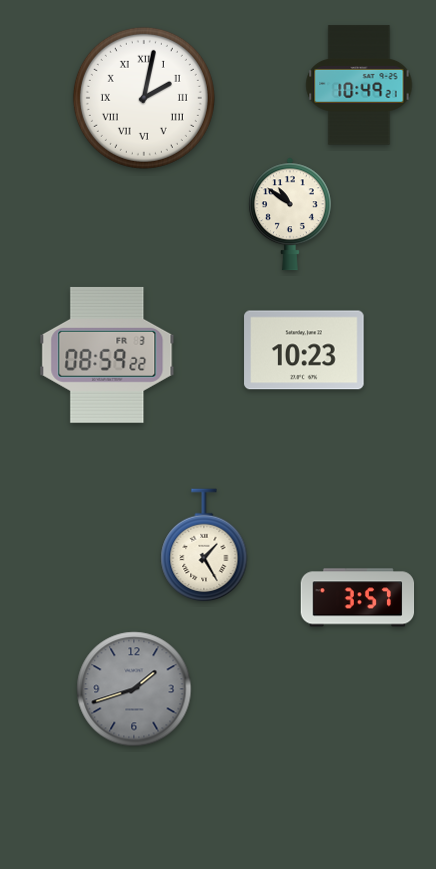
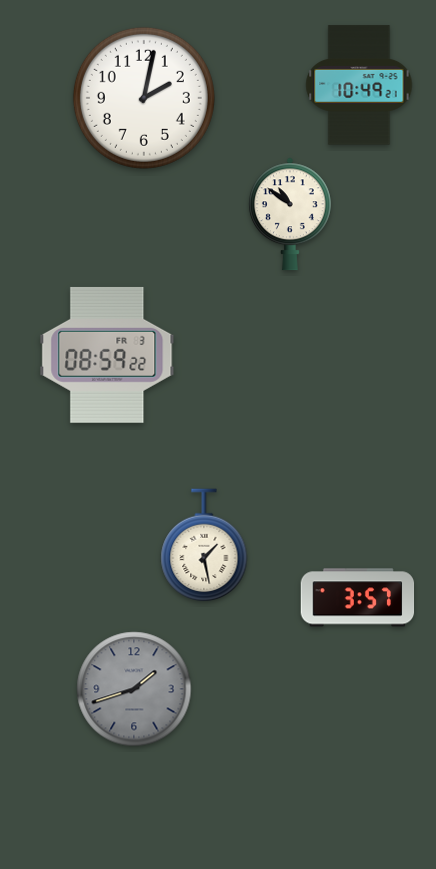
clock at (144, 98) numerals: Roman -> Arabic
clock at (304, 350): 10:23 -> none
clock at (204, 546): 1:25 -> 1:28
